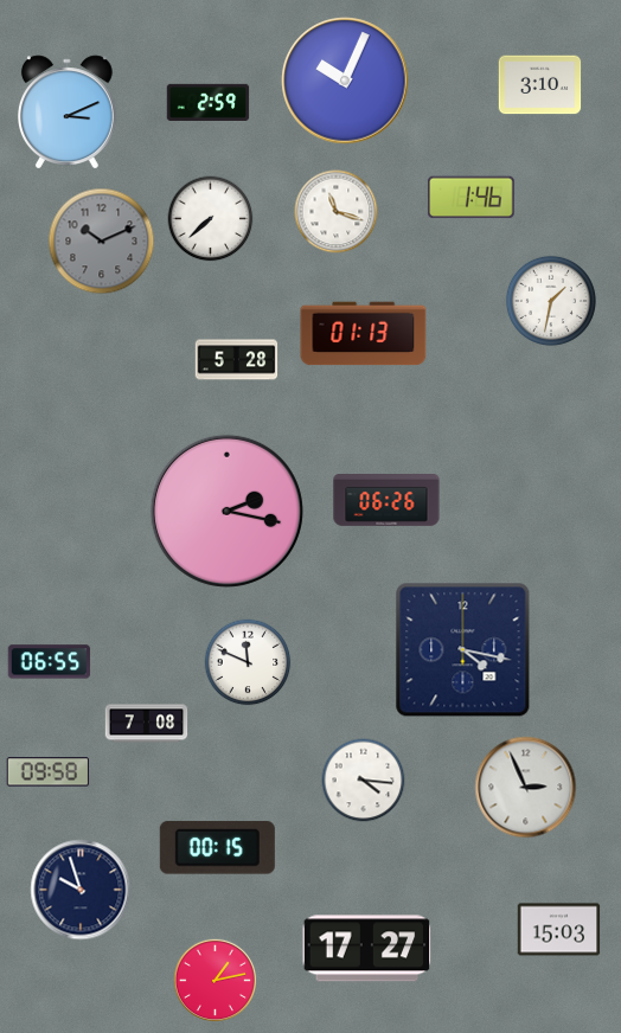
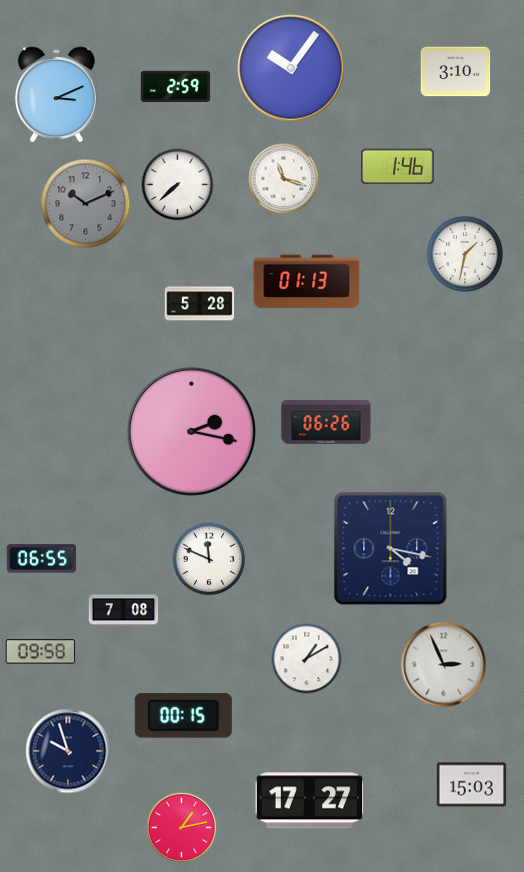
clock at (345, 81): 10:04 -> 10:06
clock at (364, 781): 4:16 -> 1:10
